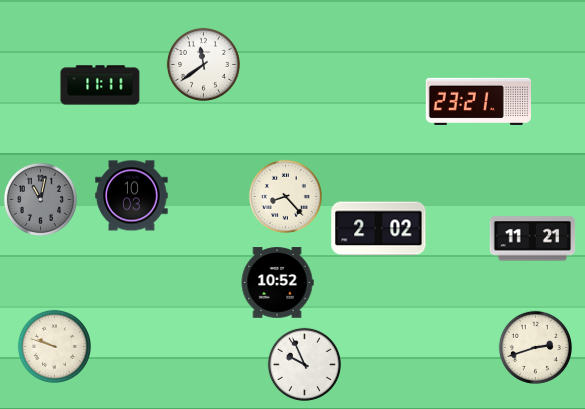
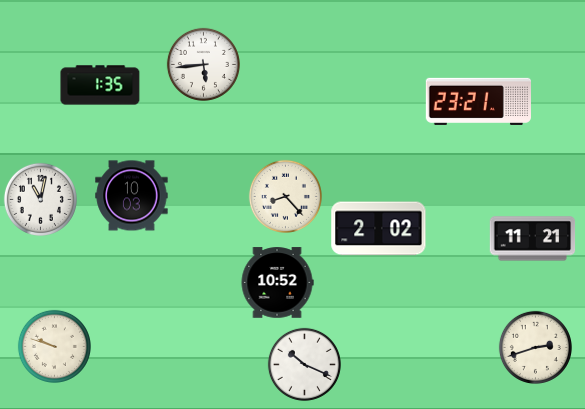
clock at (203, 64): 11:39 -> 5:44
clock at (100, 85): 11:11 -> 1:35
clock at (40, 199) dial: grey -> white
clock at (304, 364): 9:56 -> 10:19
